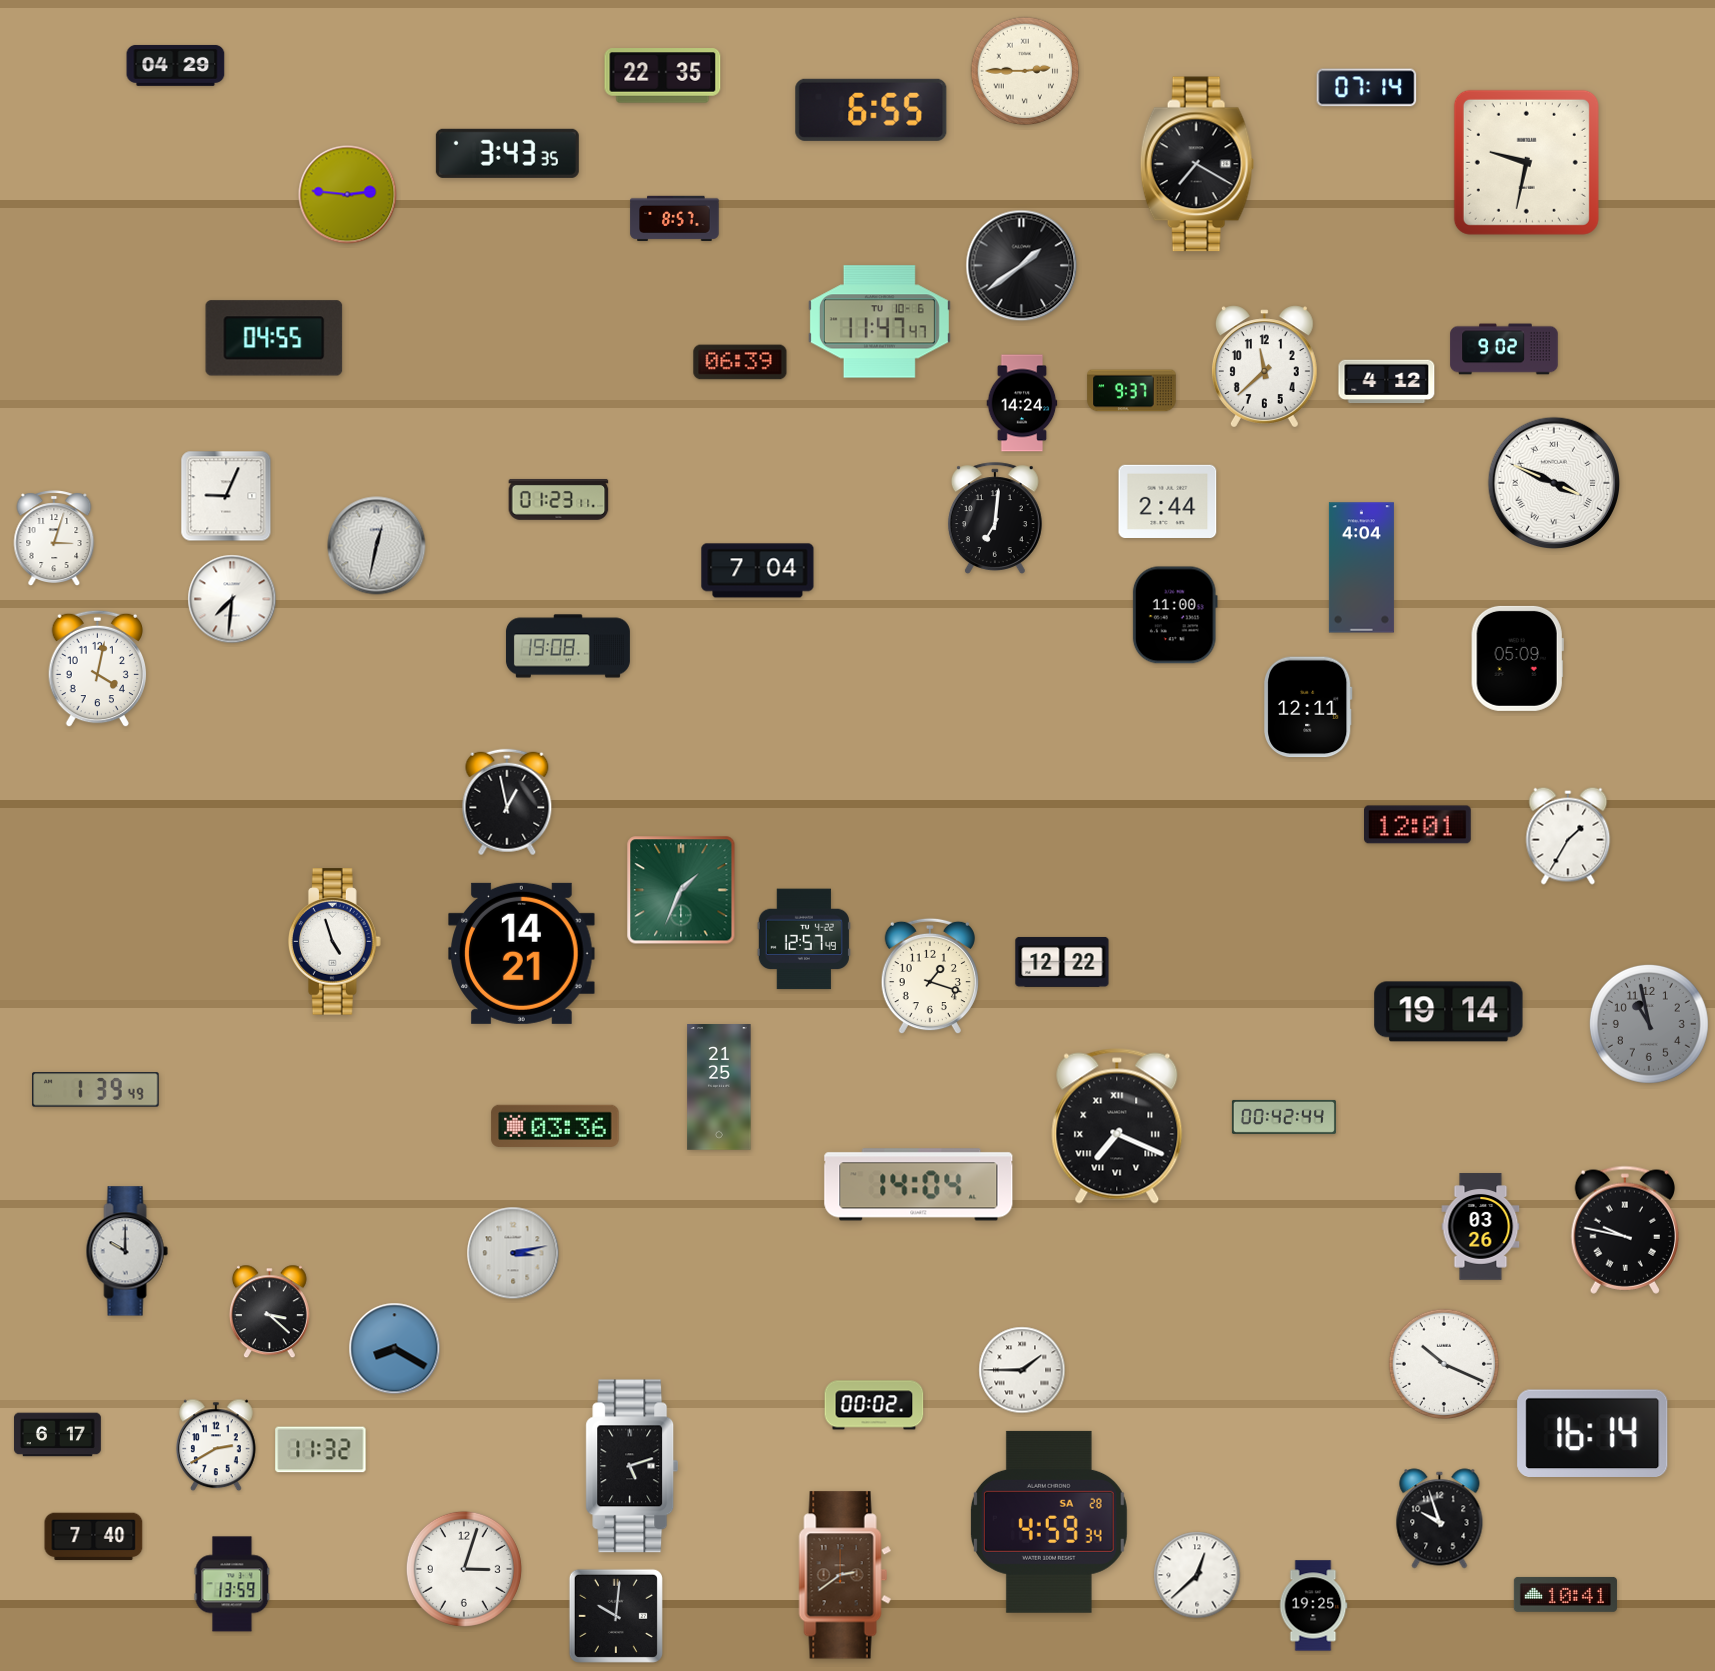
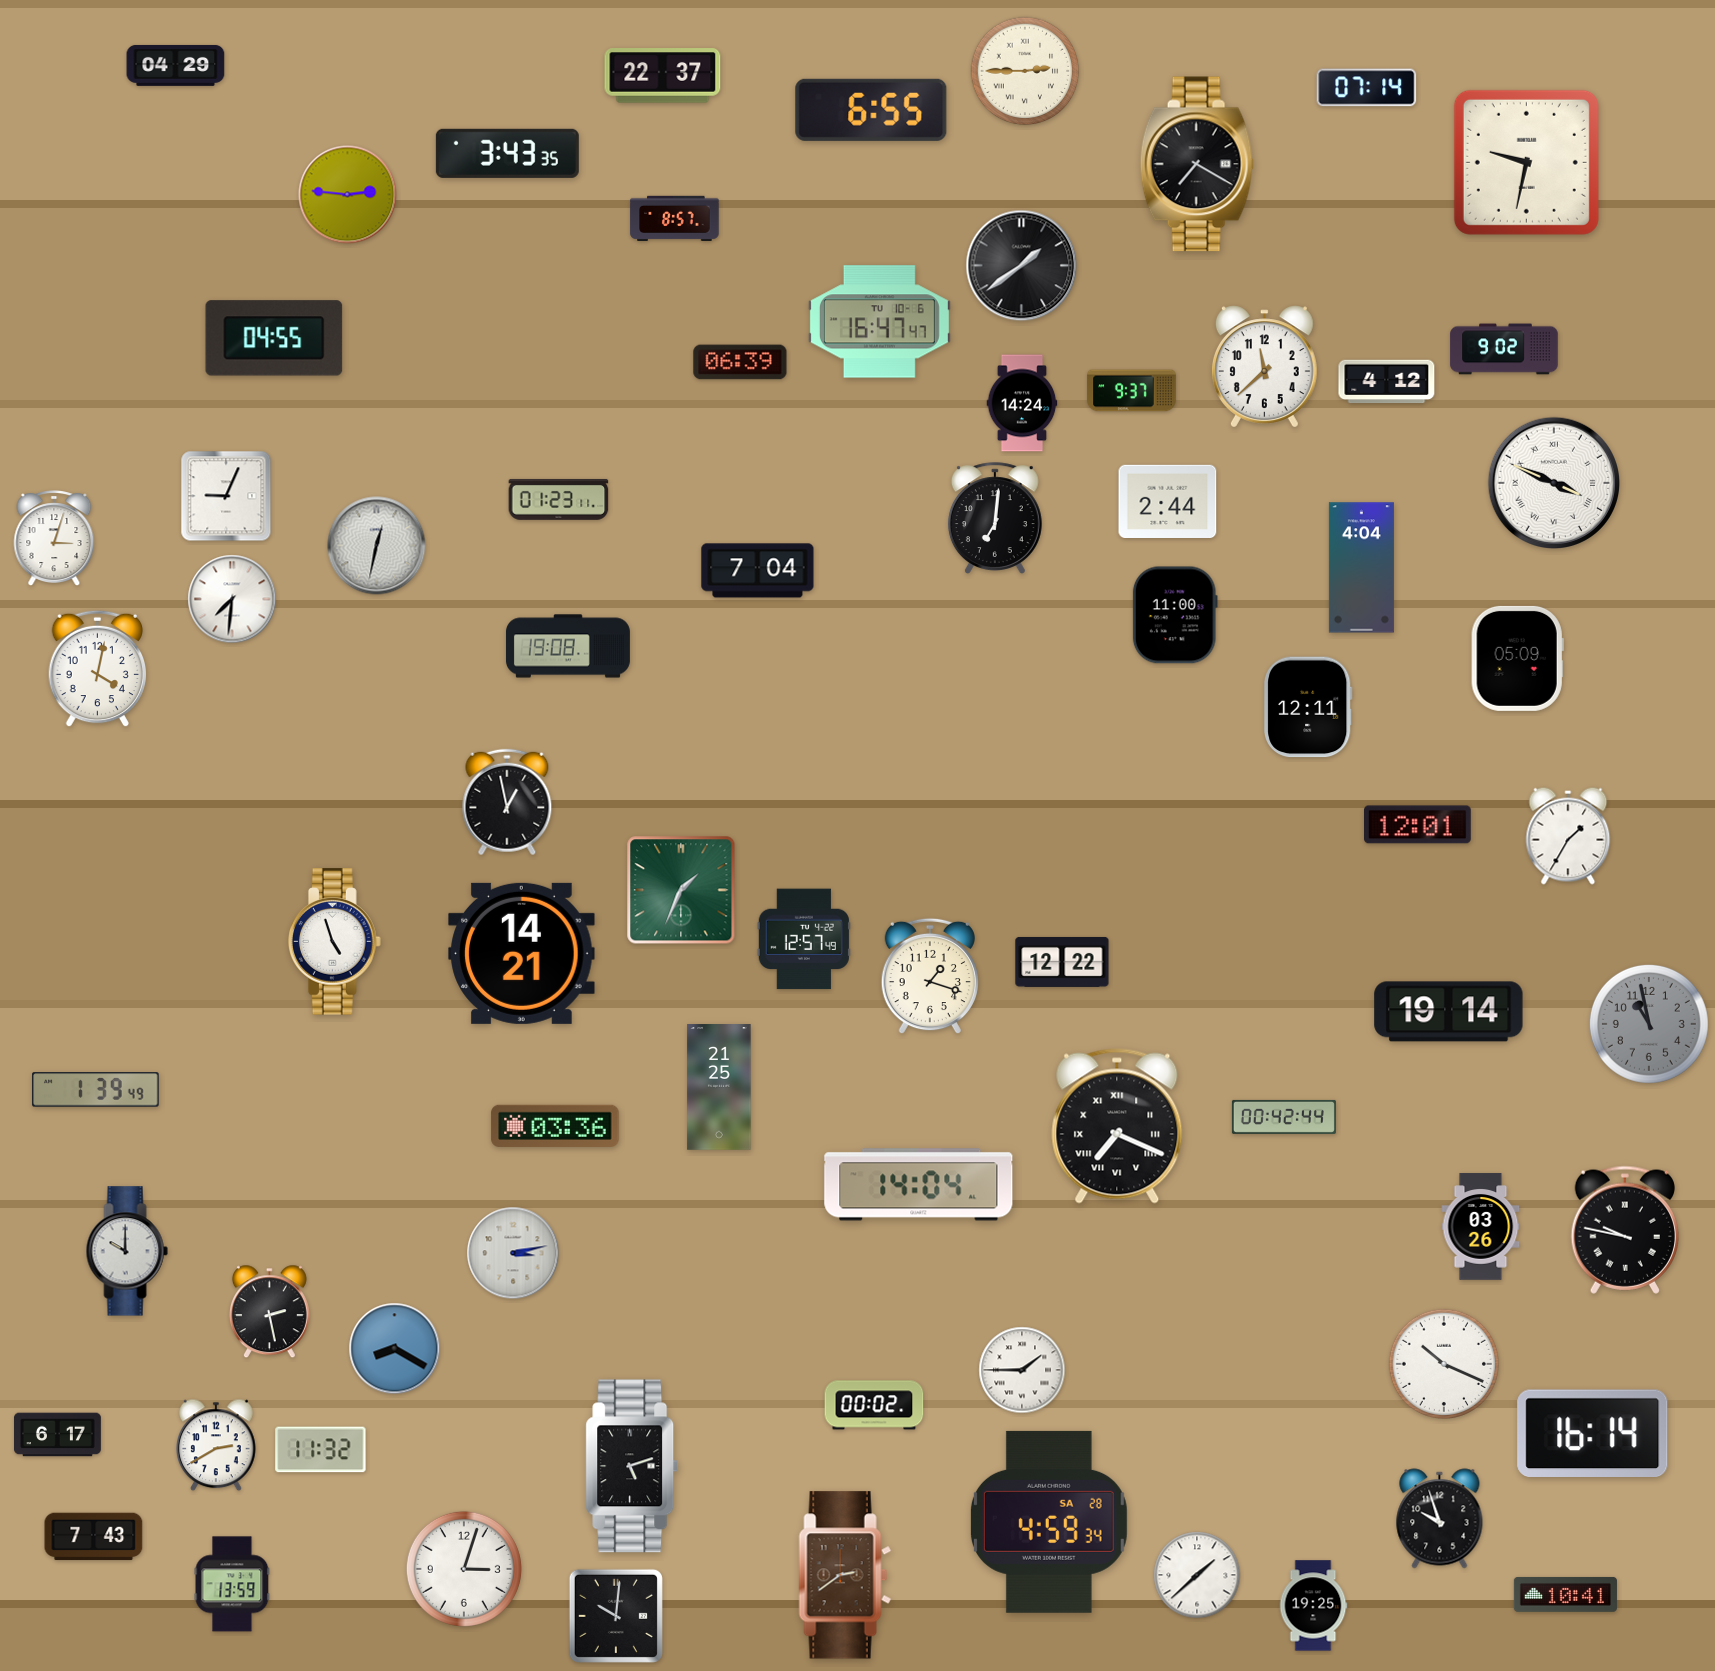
clock at (663, 76): 22:35 -> 22:37
clock at (879, 322): 11:47 -> 16:47
clock at (269, 1312): 3:22 -> 2:28
clock at (94, 1537): 7:40 -> 7:43
clock at (1197, 1575): 12:38 -> 1:38
